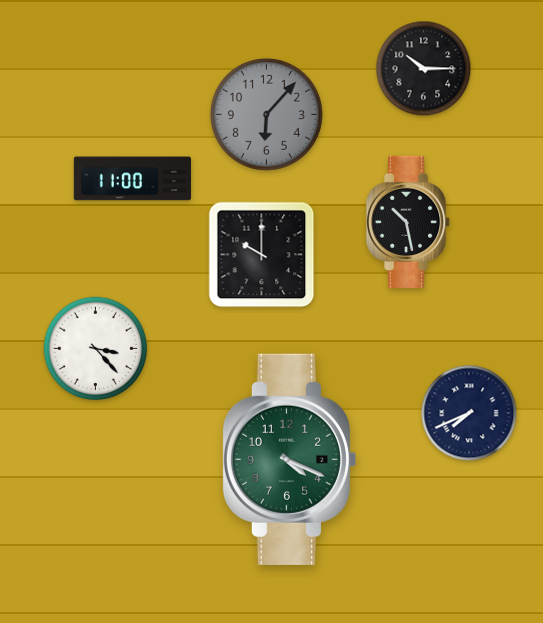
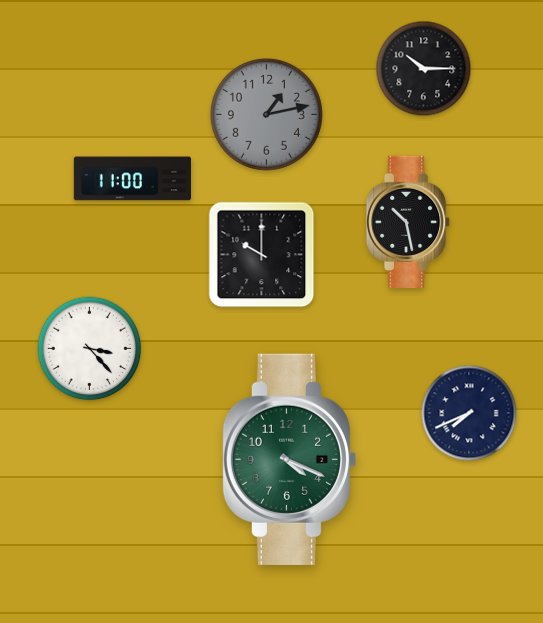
clock at (266, 114): 6:07 -> 1:13
clock at (96, 349) position: (96, 349) -> (90, 349)
